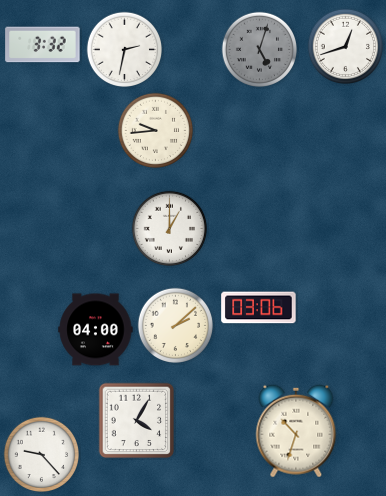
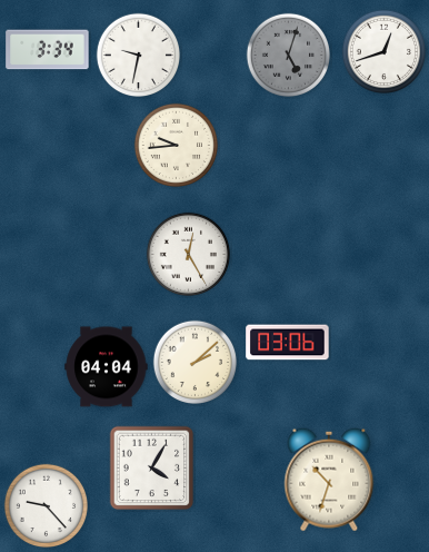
clock at (43, 45): 3:32 -> 3:34
clock at (125, 50): 2:32 -> 9:32
clock at (156, 131) position: (156, 131) -> (177, 146)
clock at (170, 229): 1:00 -> 12:25
clock at (96, 330): 04:00 -> 04:04
